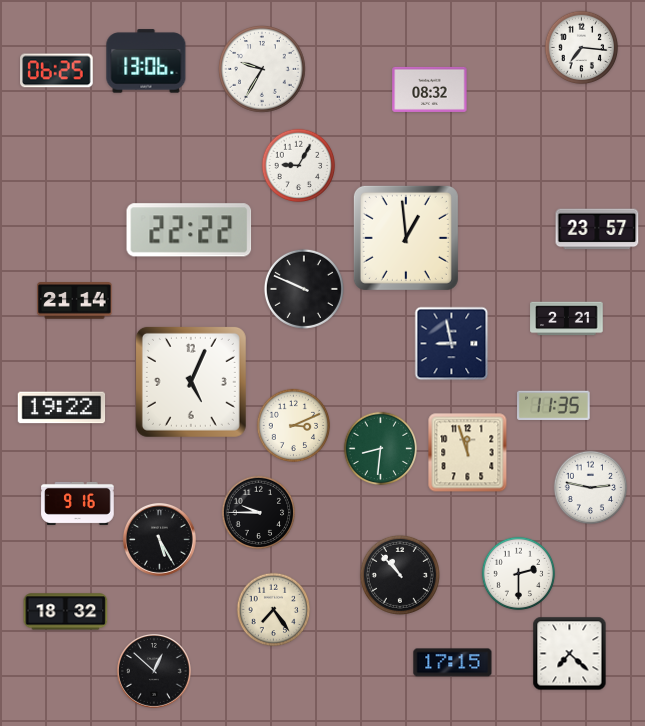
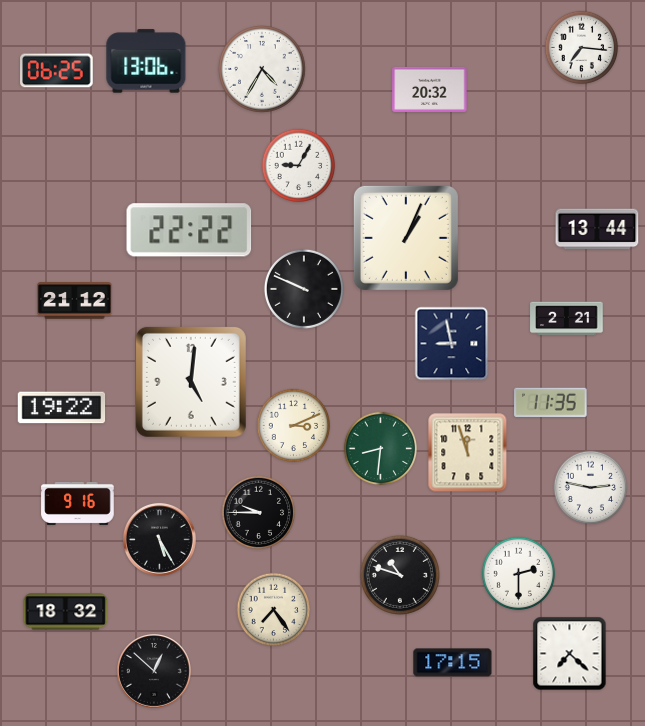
clock at (262, 69): 9:35 -> 4:35
clock at (430, 89): 08:32 -> 20:32
clock at (597, 229): 23:57 -> 13:44
clock at (406, 238): 12:59 -> 1:04
clock at (75, 301): 21:14 -> 21:12
clock at (191, 382): 5:04 -> 5:01
clock at (554, 405) position: (554, 405) -> (551, 402)
clock at (400, 575): 10:53 -> 10:48
